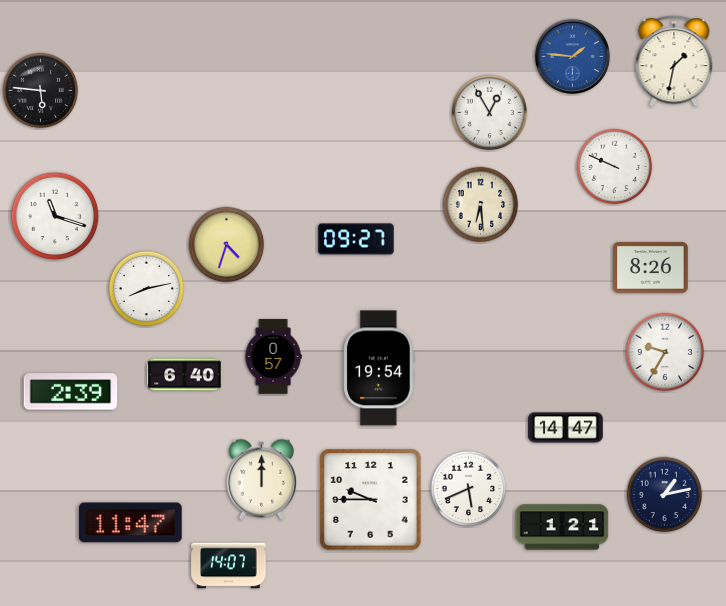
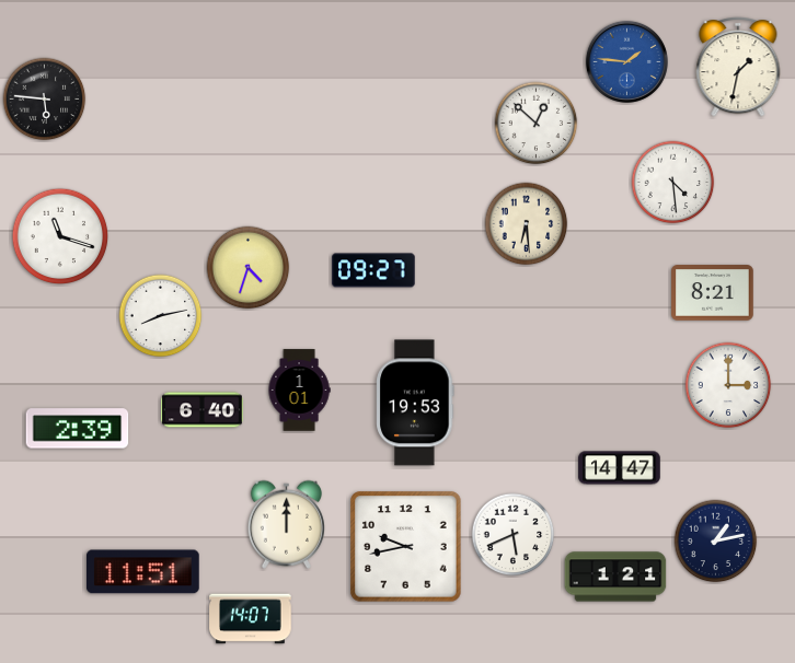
clock at (490, 113): 12:55 -> 12:52
clock at (615, 167): 9:49 -> 4:29
clock at (356, 239) position: (356, 239) -> (373, 270)
clock at (651, 268): 8:26 -> 8:21
clock at (665, 352): 9:35 -> 3:00
clock at (273, 357): 0:57 -> 1:01
clock at (379, 368): 19:54 -> 19:53
clock at (665, 495) position: (665, 495) -> (716, 542)
clock at (371, 500): 9:45 -> 9:43
clock at (131, 523): 11:47 -> 11:51
